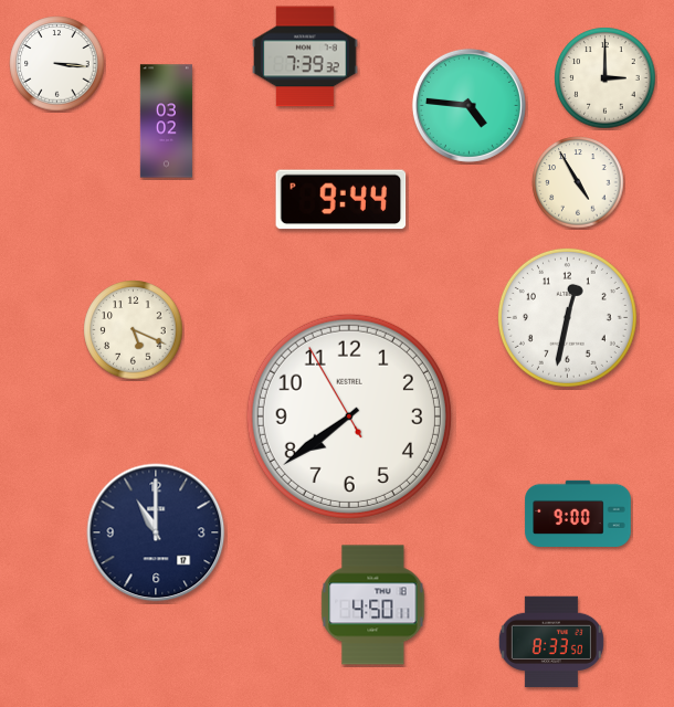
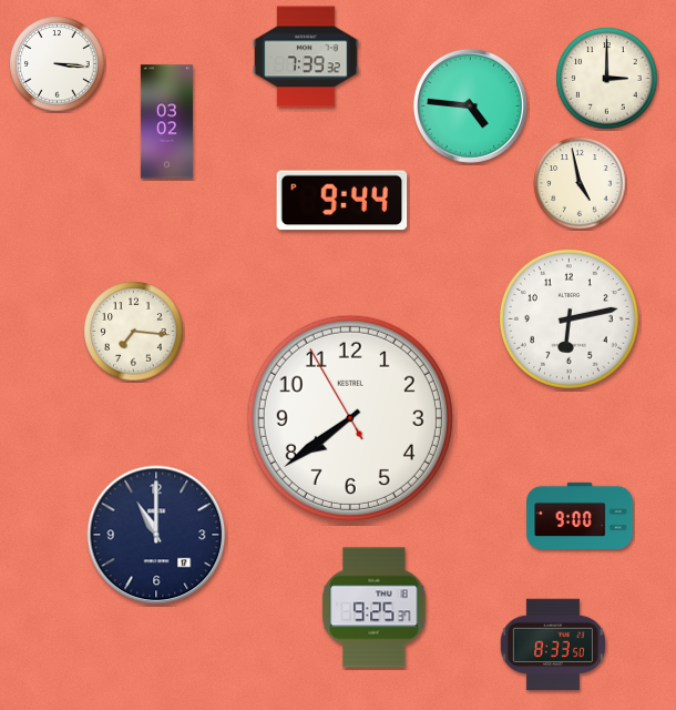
clock at (578, 182): 4:55 -> 4:58
clock at (567, 317): 12:32 -> 6:13
clock at (134, 330): 5:19 -> 7:16
clock at (373, 605): 4:50 -> 9:25
